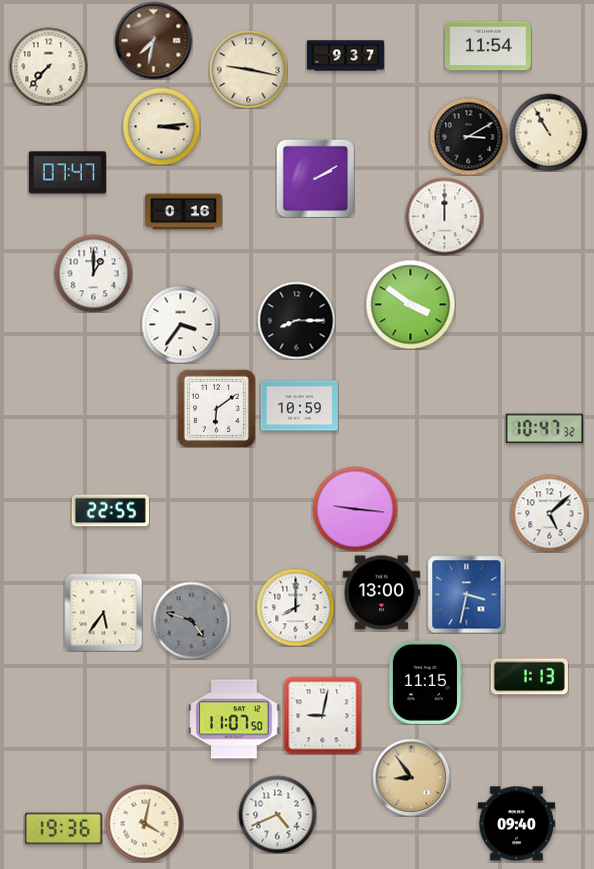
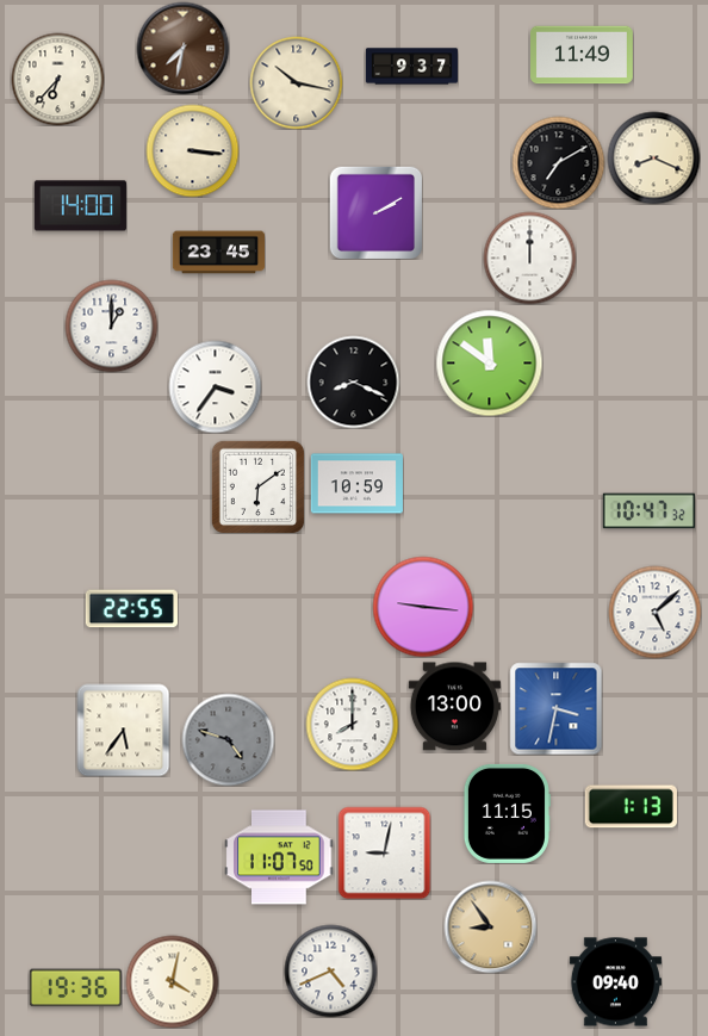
clock at (489, 46): 11:54 -> 11:49
clock at (48, 66): 7:37 -> 6:37
clock at (248, 69): 9:17 -> 10:17
clock at (161, 126): 3:14 -> 3:16
clock at (548, 132): 10:55 -> 8:19
clock at (468, 136): 3:10 -> 7:10
clock at (67, 173): 07:47 -> 14:00
clock at (183, 212): 0:16 -> 23:45
clock at (410, 304): 3:51 -> 11:51
clock at (296, 320): 8:15 -> 8:19
